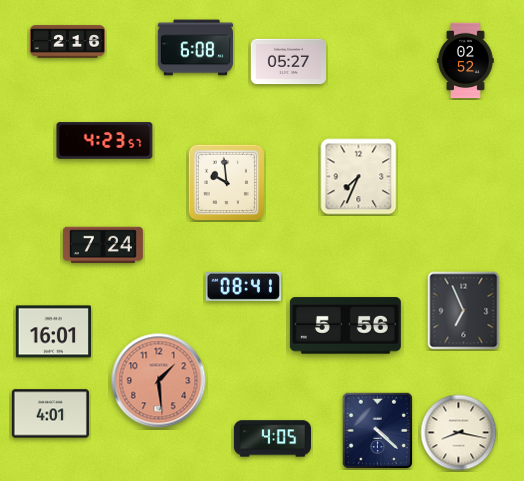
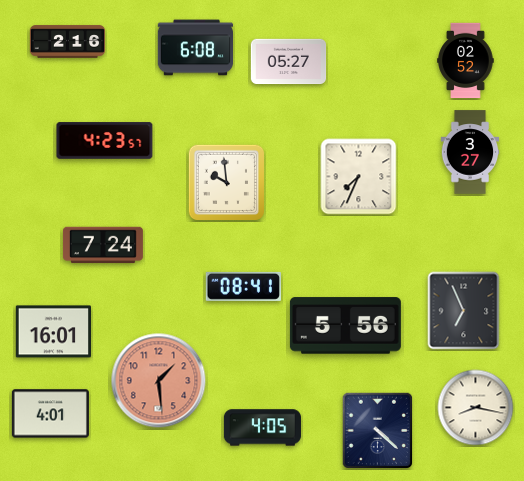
clock at (470, 152): none -> 3:27
clock at (459, 433) position: (459, 433) -> (476, 408)
clock at (272, 439) position: (272, 439) -> (262, 428)
